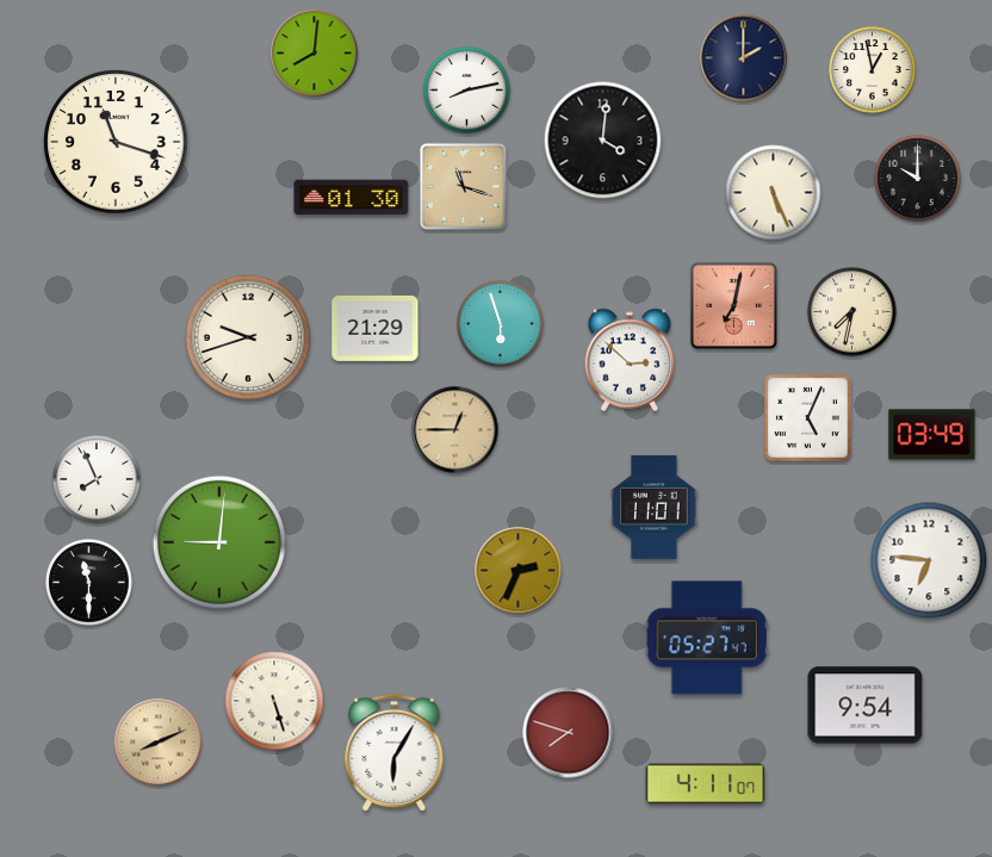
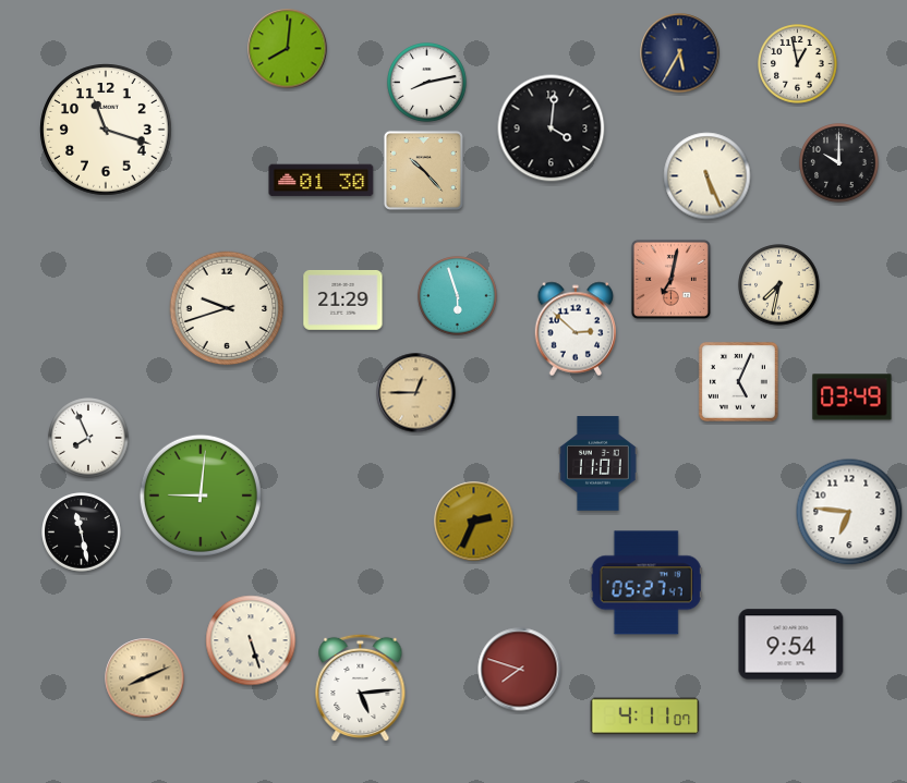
clock at (744, 58): 2:00 -> 5:35
clock at (463, 186): 11:18 -> 10:23
clock at (89, 583): 11:30 -> 11:28
clock at (395, 753): 6:05 -> 5:14
